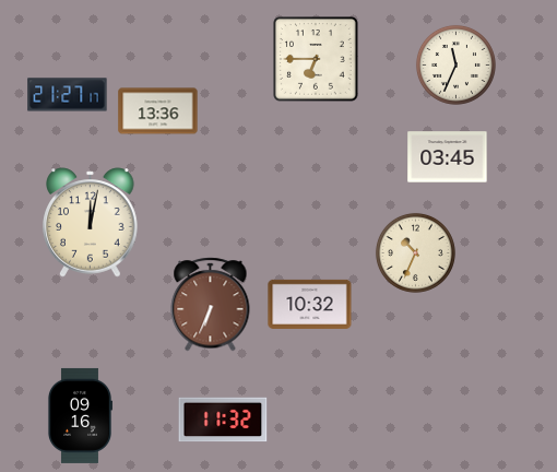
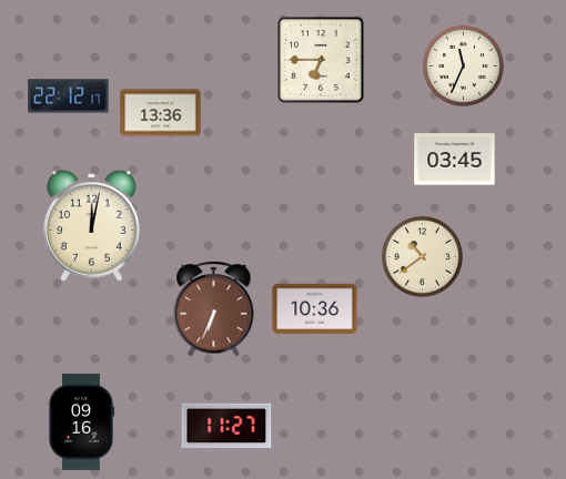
clock at (68, 95): 21:27 -> 22:12
clock at (415, 252): 10:34 -> 10:39
clock at (310, 304): 10:32 -> 10:36
clock at (223, 420): 11:32 -> 11:27
